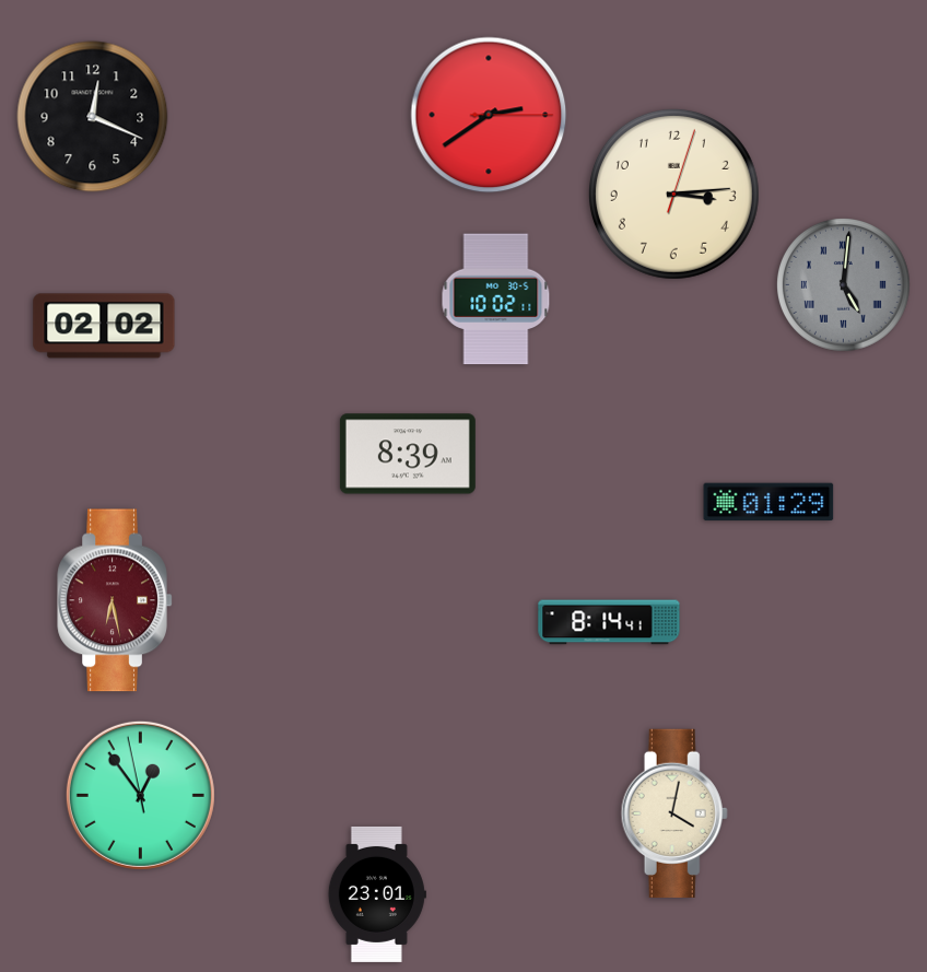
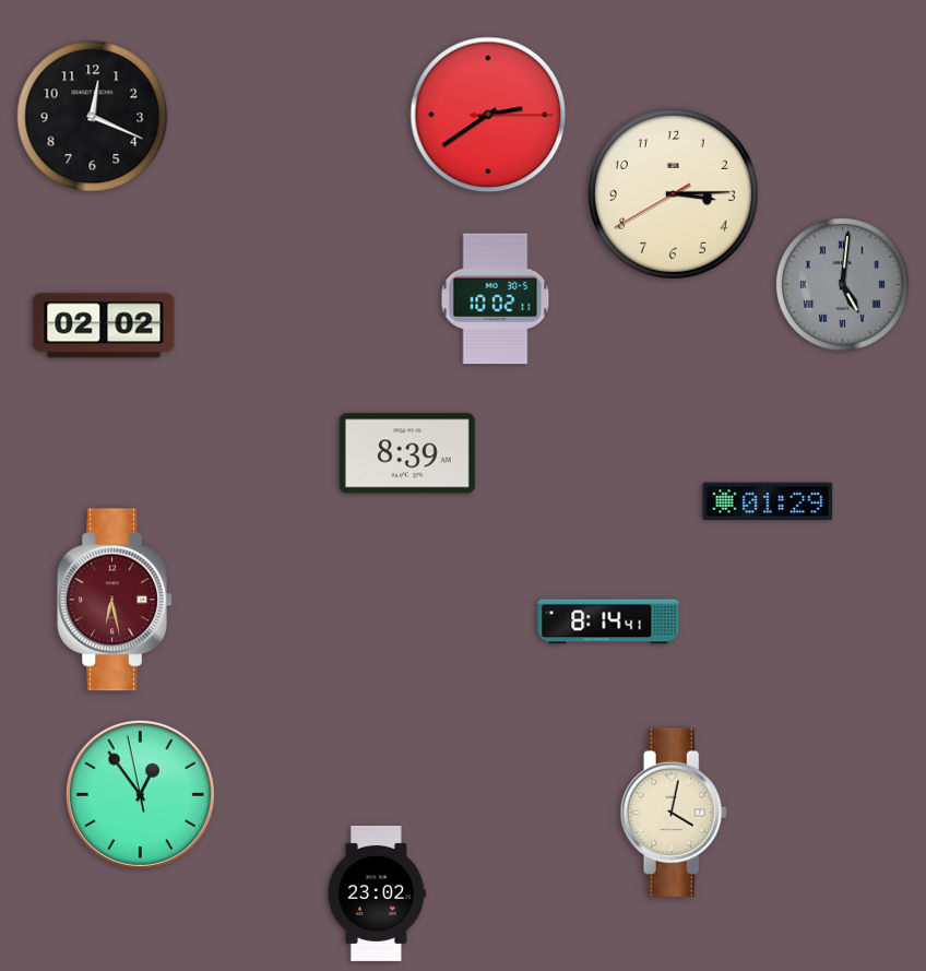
clock at (673, 194): 3:14:03 -> 3:14:40
clock at (377, 894): 23:01 -> 23:02
